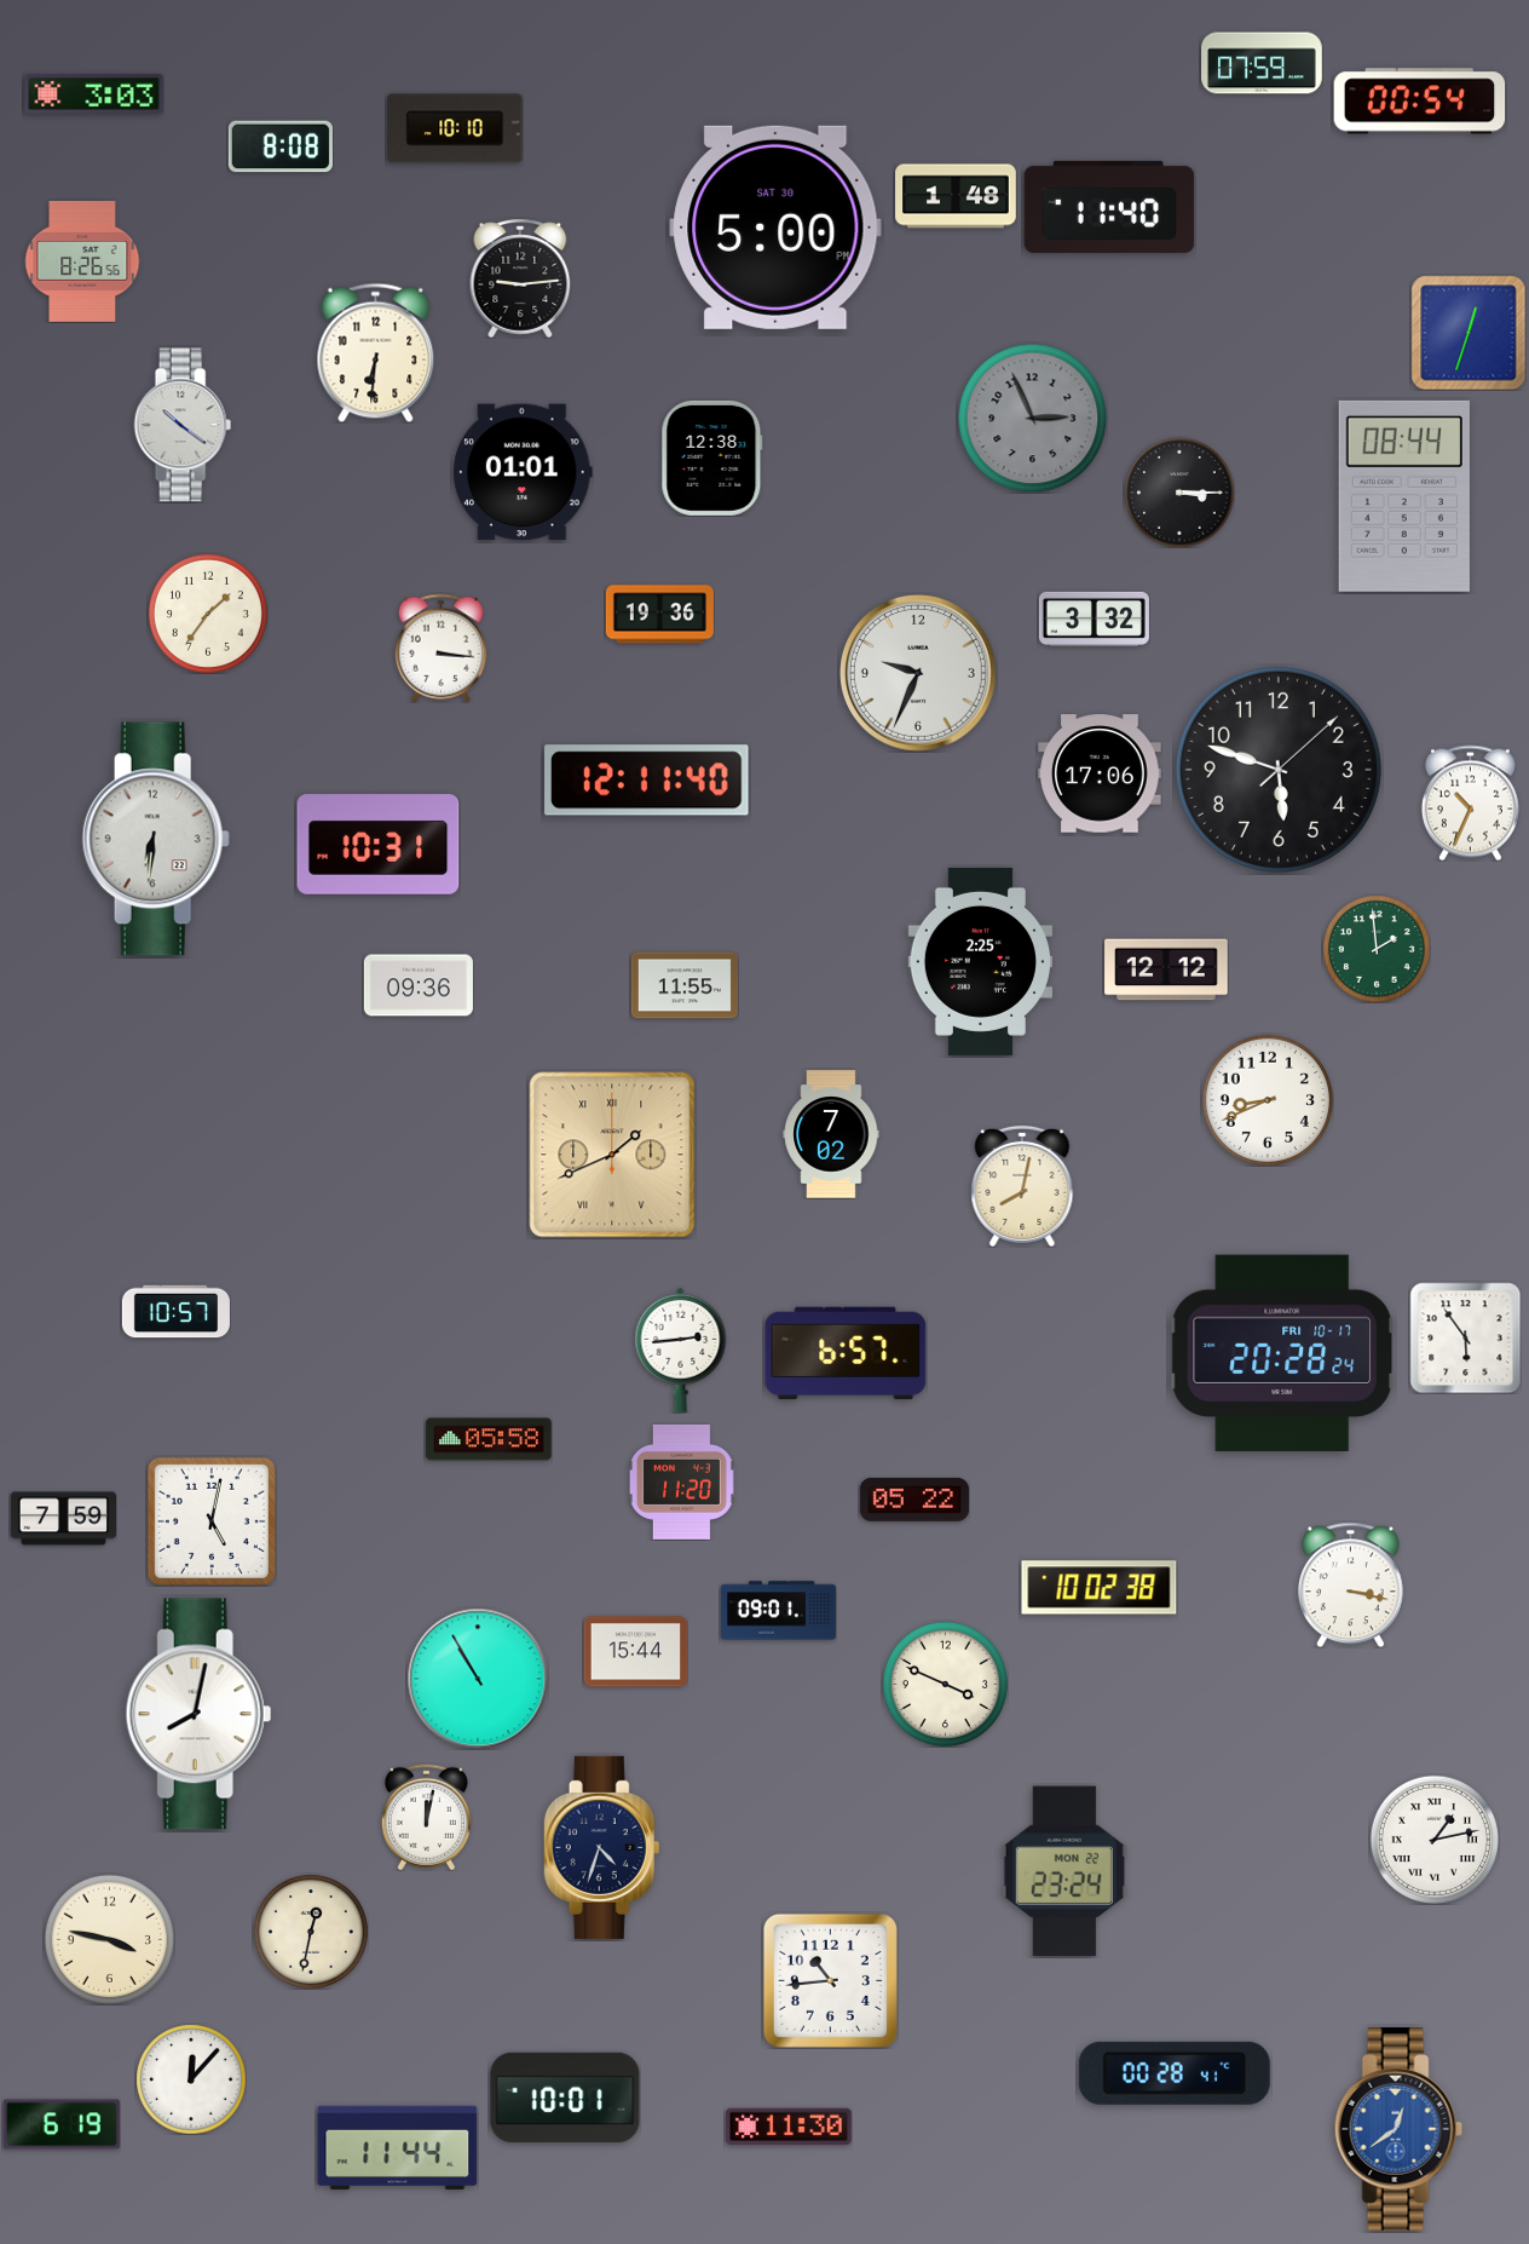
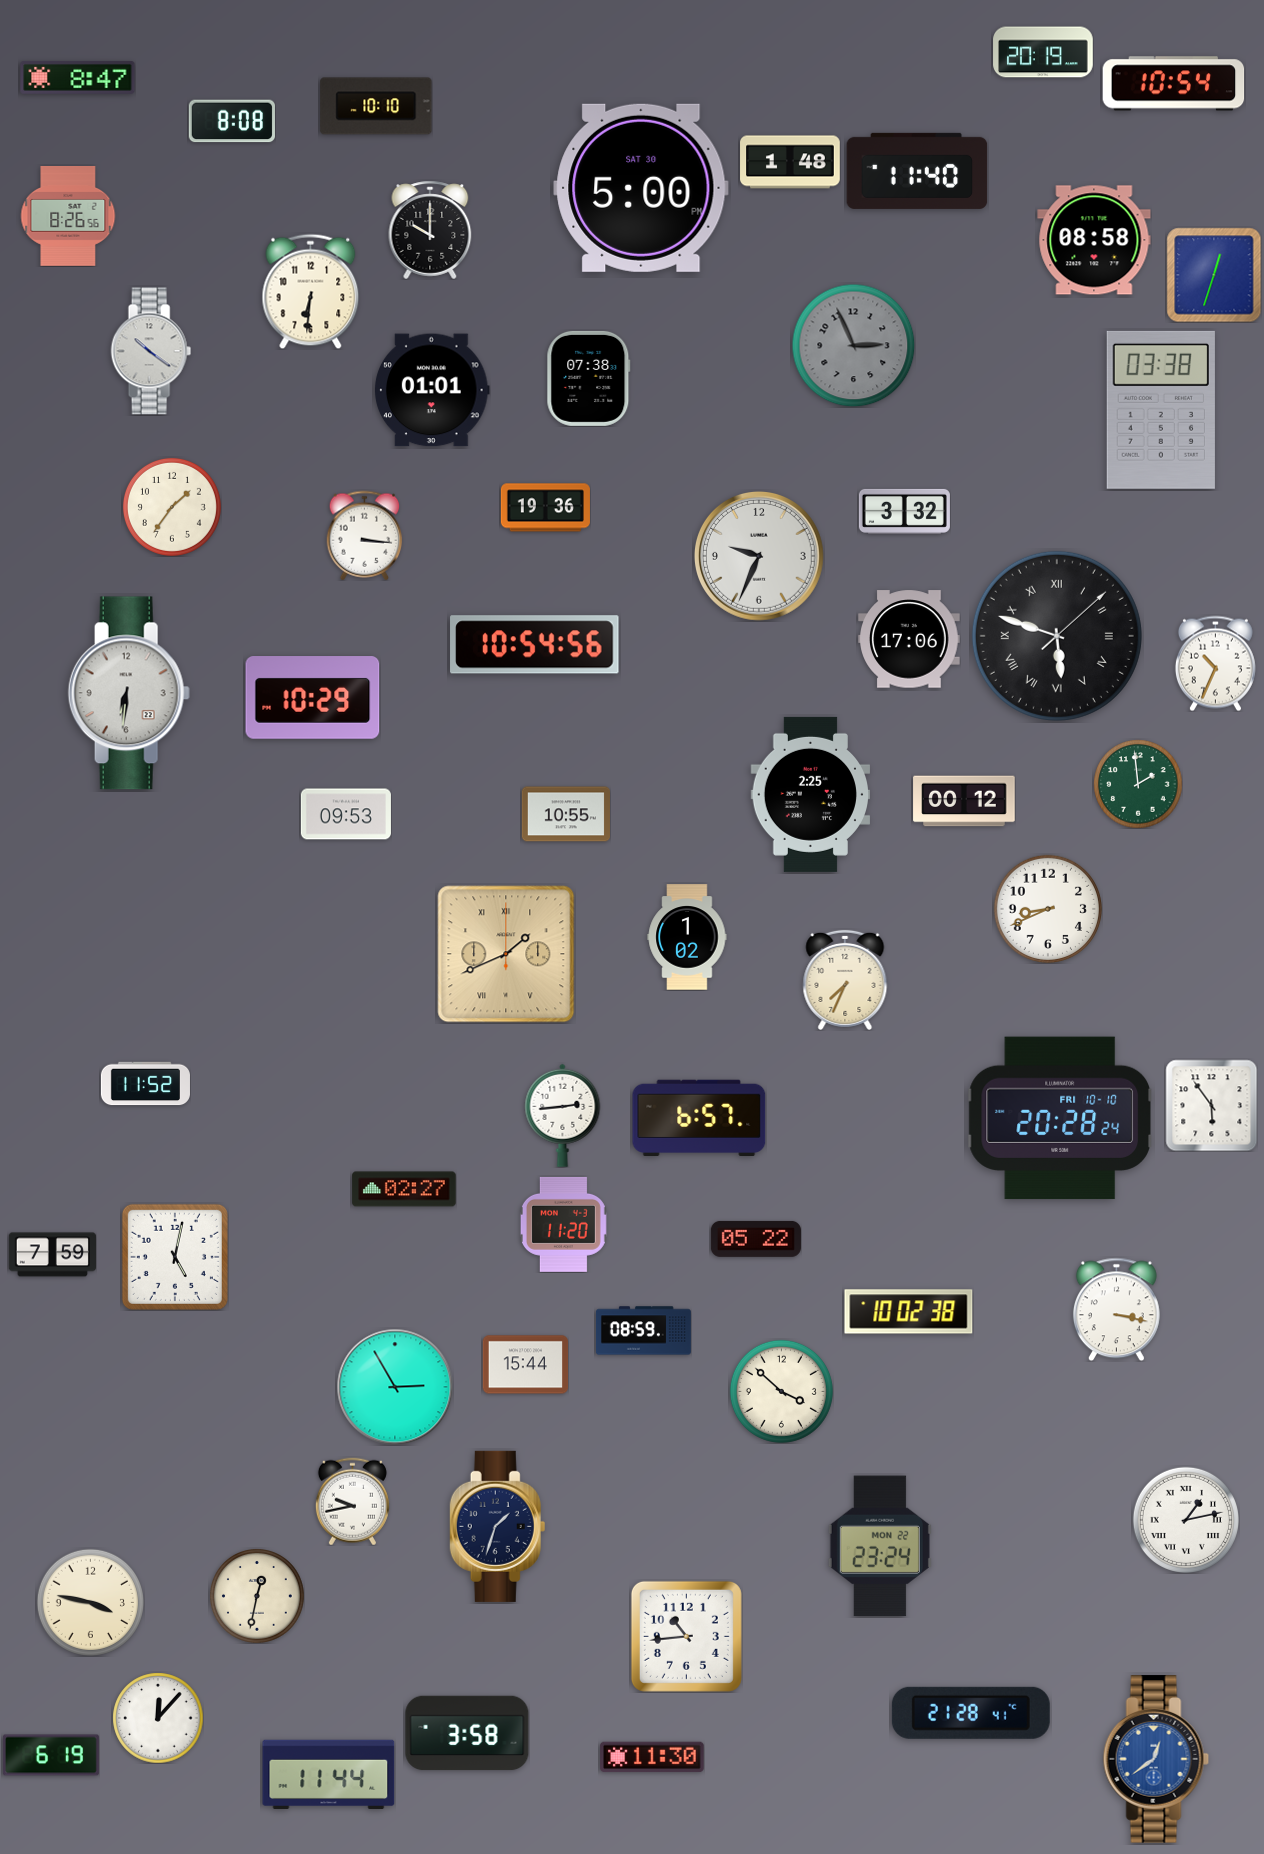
clock at (1262, 63): 07:59 -> 20:19
clock at (94, 93): 3:03 -> 8:47
clock at (1420, 102): 00:54 -> 10:54
clock at (520, 278): 9:14 -> 10:00
clock at (1094, 240): none -> 08:58
clock at (712, 458): 12:38 -> 07:38
clock at (1179, 493): 3:15 -> none
clock at (1404, 496): 08:44 -> 03:38
clock at (1279, 770) numerals: Arabic -> Roman
clock at (647, 781): 12:11 -> 10:54
clock at (379, 845): 10:31 -> 10:29
clock at (1166, 969): 12:12 -> 00:12
clock at (419, 985): 09:36 -> 09:53
clock at (685, 985): 11:55 -> 10:55
clock at (831, 1134): 7:02 -> 1:02
clock at (1022, 1186): 8:02 -> 7:34
clock at (175, 1312): 10:57 -> 11:52
clock at (1282, 1353) date: FRI 10-17 -> FRI 10-10
clock at (489, 1439): 05:58 -> 02:27
clock at (778, 1611): 09:01 -> 08:59
clock at (478, 1679): 10:55 -> 2:55
clock at (945, 1684): 3:49 -> 3:52
clock at (198, 1714): 8:02 -> none
clock at (426, 1817): 12:02 -> 9:43
clock at (602, 1847): 4:33 -> 1:33
clock at (1175, 2073): 00:28 -> 21:28
clock at (565, 2098): 10:01 -> 3:58
